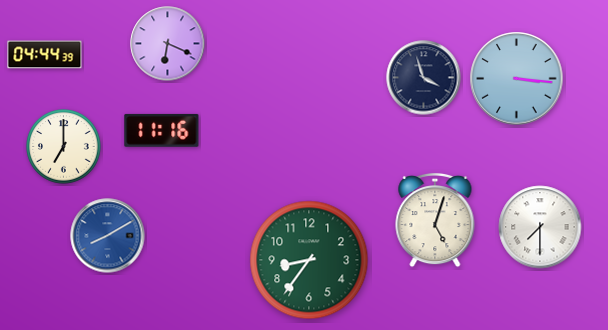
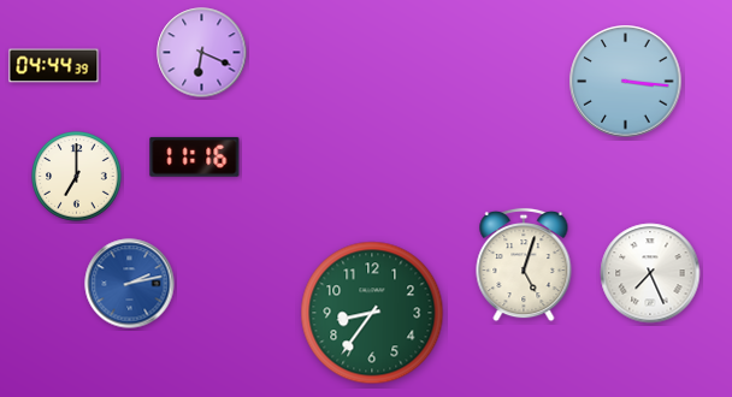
clock at (424, 78): 3:57 -> none
clock at (517, 79) position: (517, 79) -> (626, 82)
clock at (540, 227): 7:30 -> 7:26
clock at (108, 236): 8:10 -> 2:13
